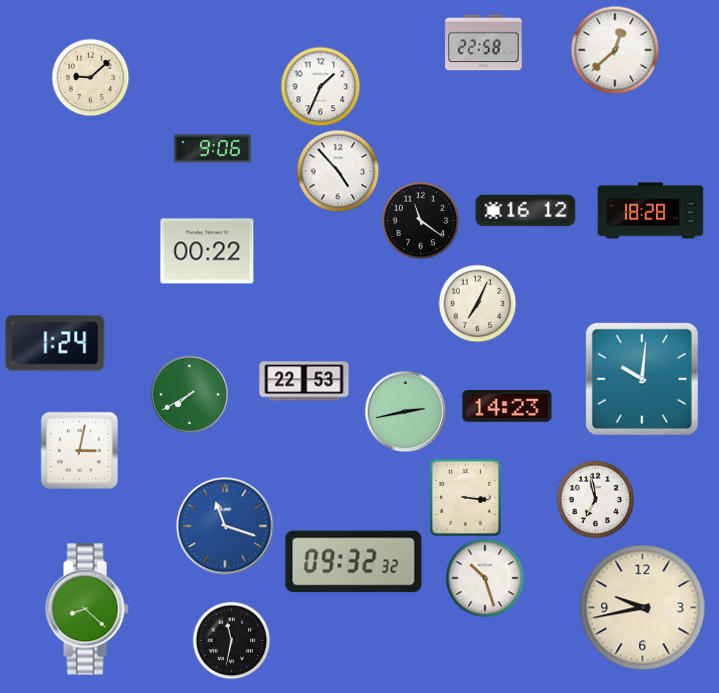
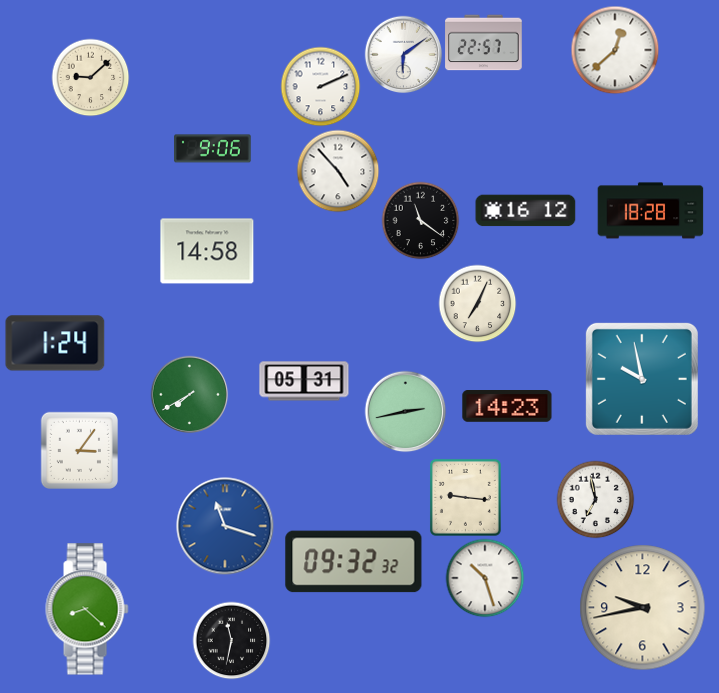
clock at (484, 43): 22:58 -> 22:57
clock at (403, 54): none -> 6:09
clock at (320, 86): 1:34 -> 2:11
clock at (207, 251): 00:22 -> 14:58
clock at (642, 379): 10:01 -> 9:58
clock at (304, 381): 22:53 -> 05:31
clock at (79, 450): 3:02 -> 3:06
clock at (465, 497): 3:16 -> 9:16
